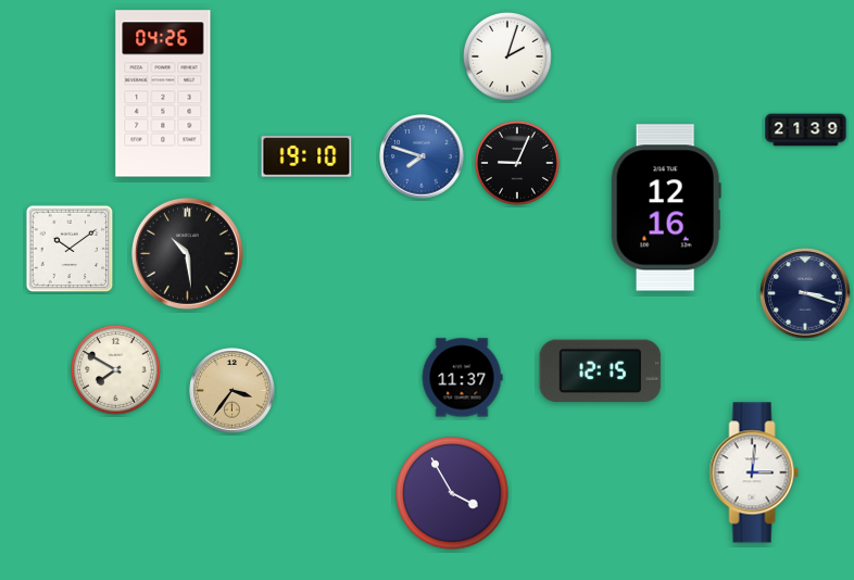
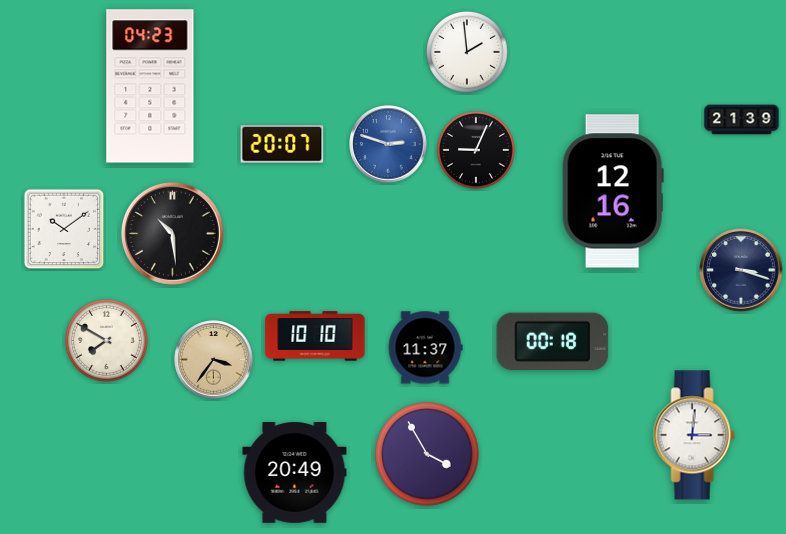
clock at (507, 56): 2:03 -> 1:59
clock at (163, 93): 04:26 -> 04:23
clock at (306, 156): 19:10 -> 20:07
clock at (422, 156): 7:48 -> 2:48
clock at (315, 336): none -> 10:10
clock at (601, 371): 12:15 -> 00:18
clock at (452, 493) position: (452, 493) -> (427, 454)
clock at (295, 473): none -> 20:49
